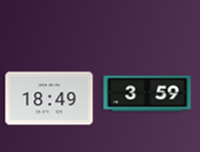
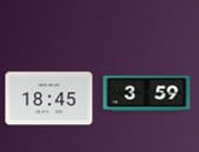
clock at (50, 99): 18:49 -> 18:45
